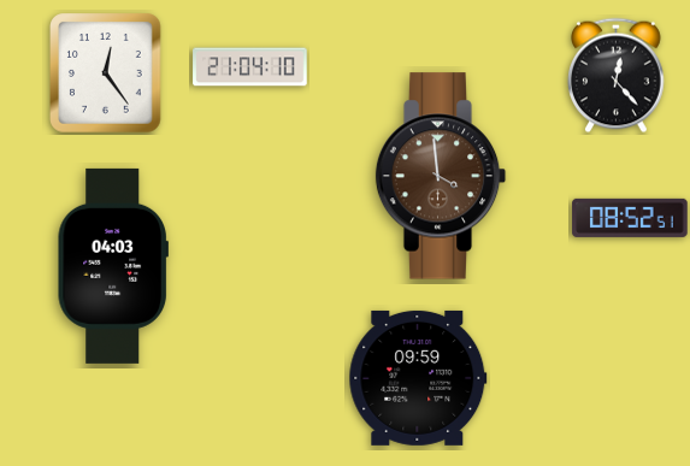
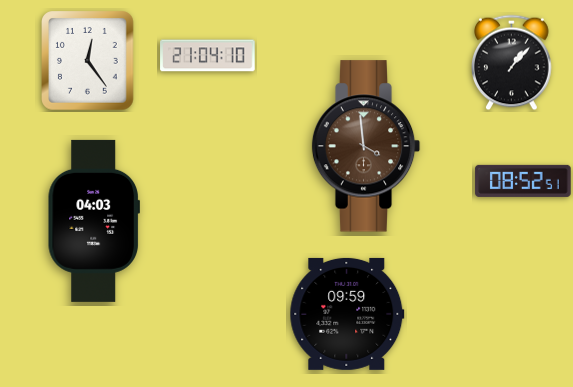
clock at (617, 76): 12:23 -> 1:07
